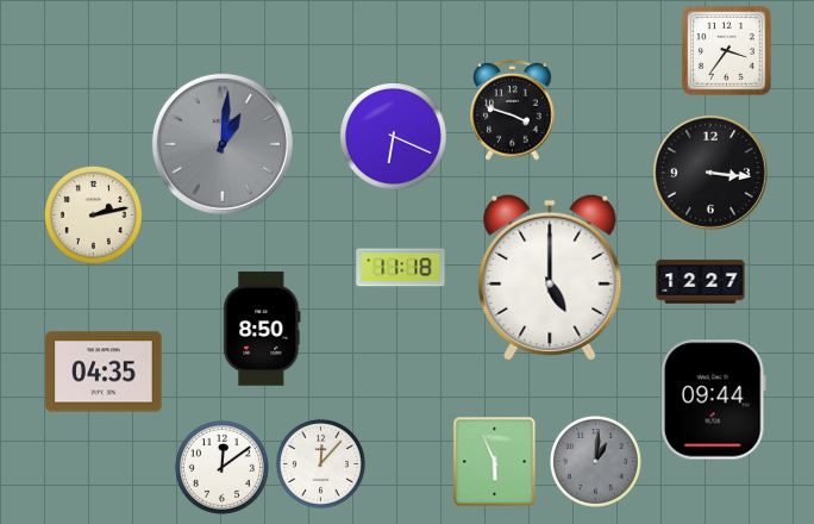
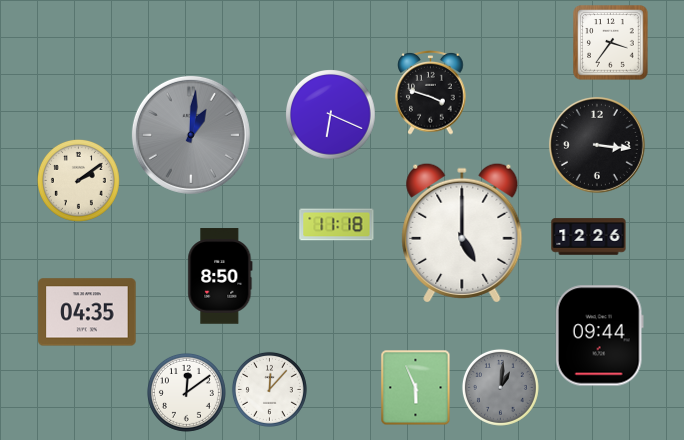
clock at (223, 144) position: (223, 144) -> (191, 135)
clock at (93, 214): 2:13 -> 2:09
clock at (701, 282): 12:27 -> 12:26
